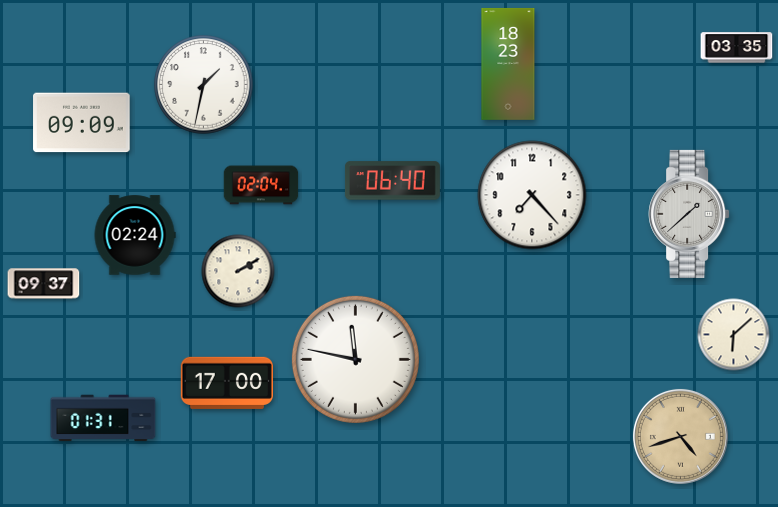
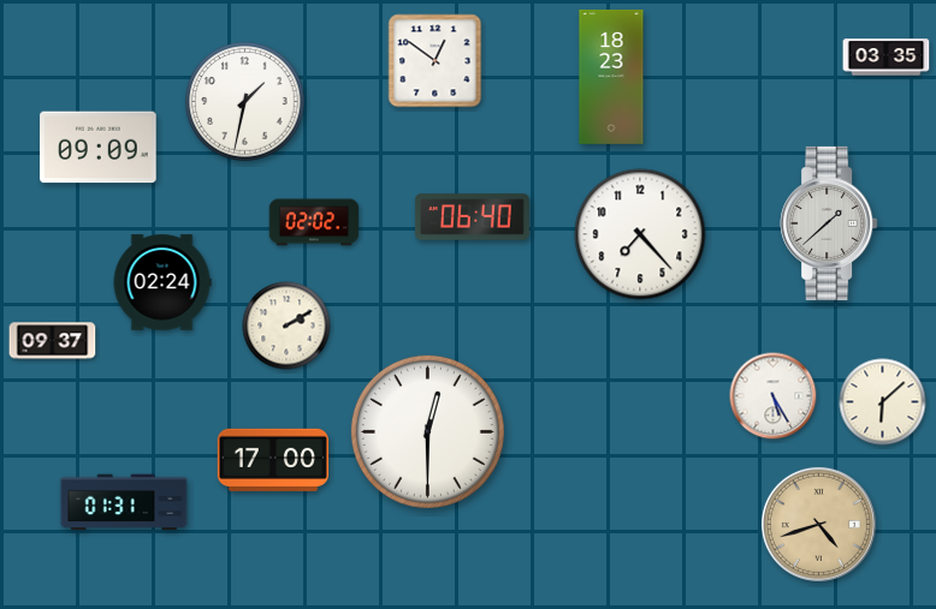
clock at (436, 61): none -> 12:51
clock at (261, 185): 02:04 -> 02:02
clock at (689, 214) position: (689, 214) -> (829, 223)
clock at (774, 396): none -> 5:25
clock at (355, 359): 11:47 -> 12:30
